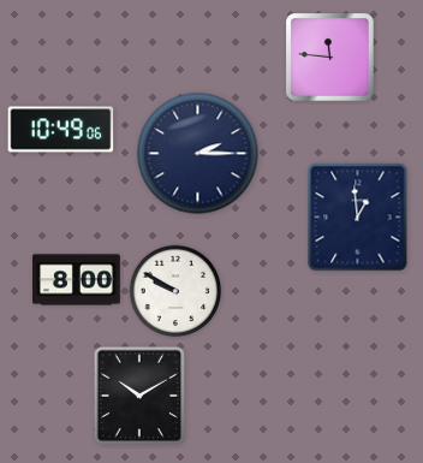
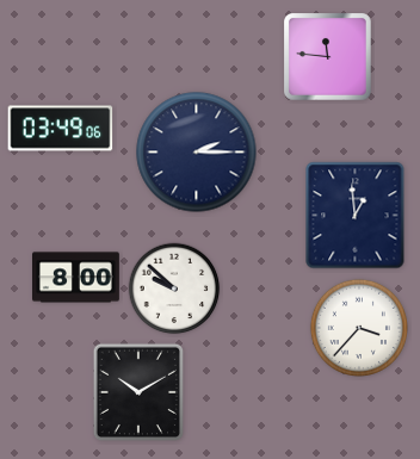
clock at (61, 130): 10:49 -> 03:49
clock at (175, 291): 9:50 -> 9:52
clock at (359, 328): none -> 3:37
